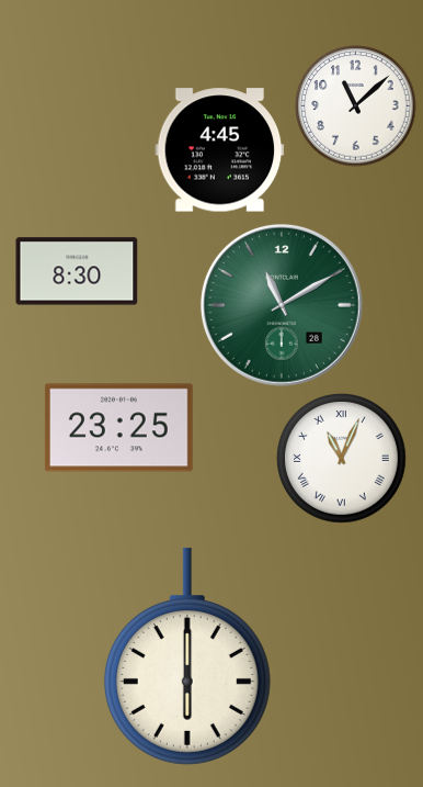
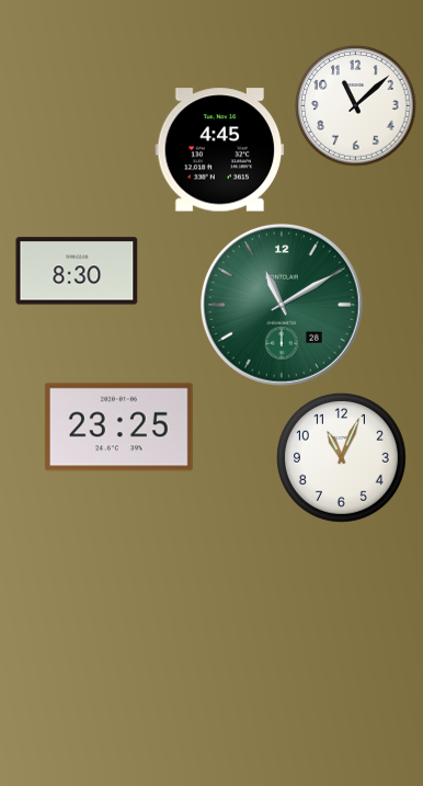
clock at (342, 459) numerals: Roman -> Arabic
clock at (187, 656): 6:00 -> none
